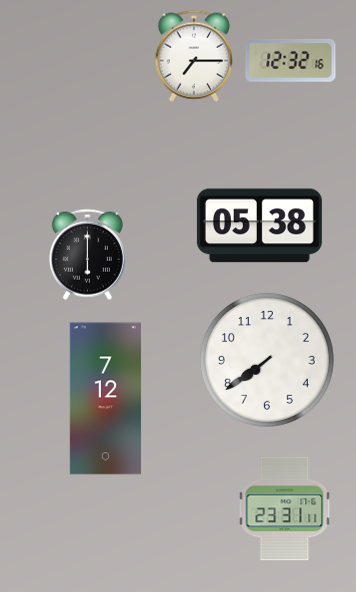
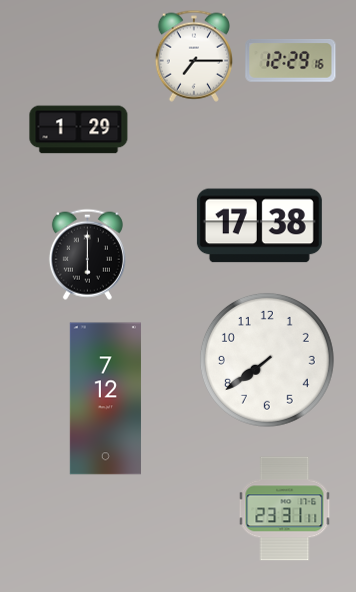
clock at (291, 61): 12:32 -> 12:29
clock at (79, 130): none -> 1:29
clock at (259, 226): 05:38 -> 17:38
